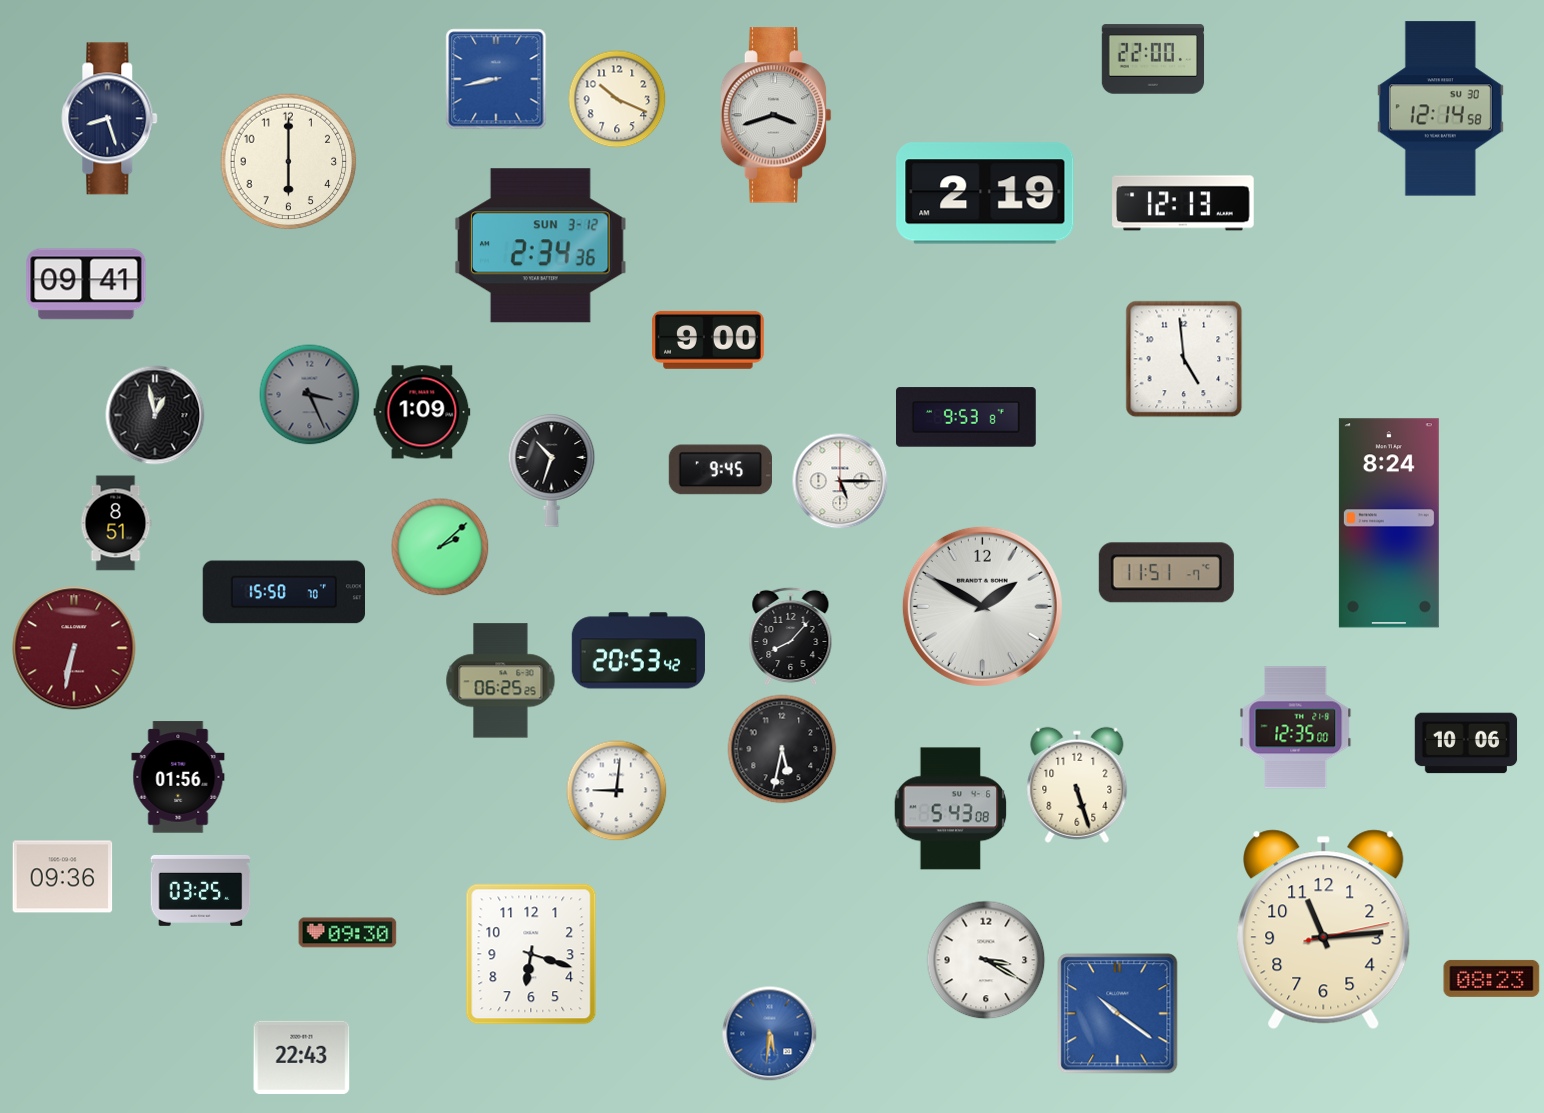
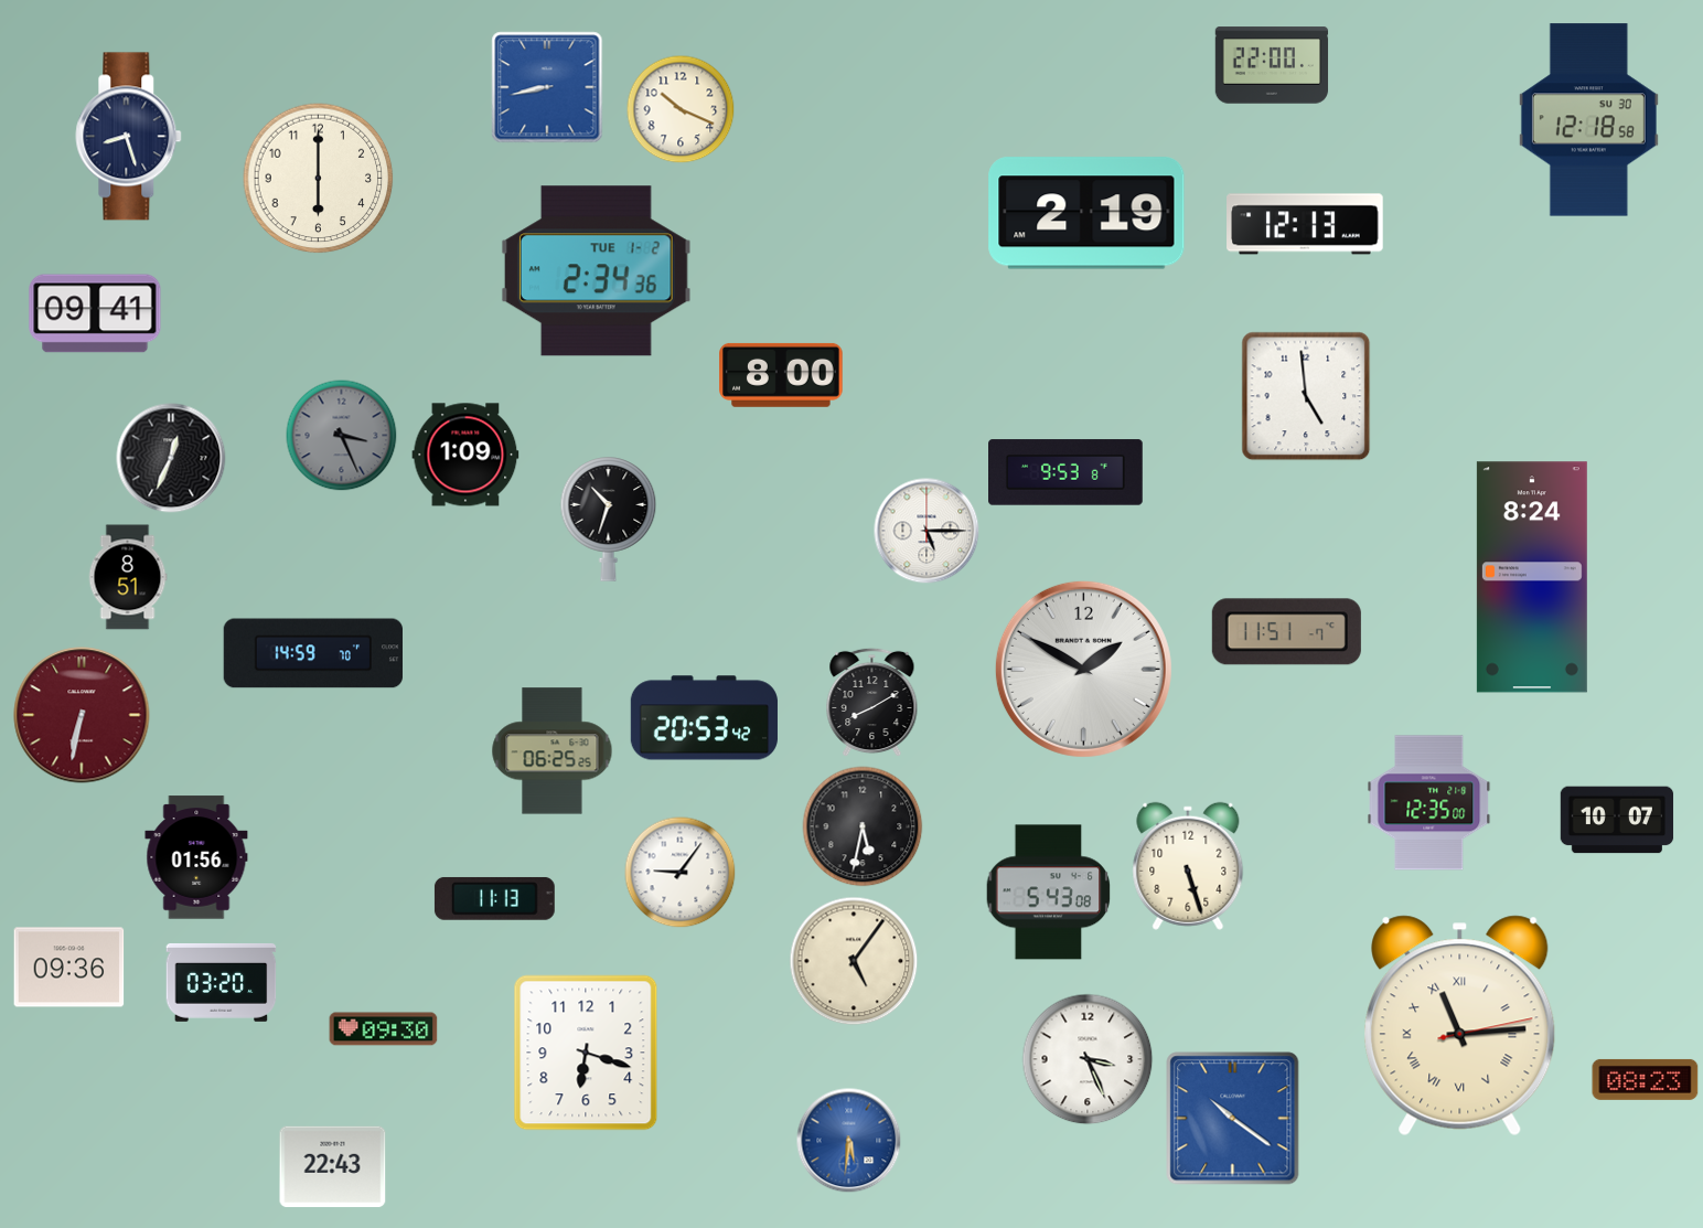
clock at (1440, 109): 12:14 -> 12:18
clock at (776, 115): 3:42 -> none
clock at (110, 119) position: (110, 119) -> (129, 137)
clock at (540, 246) date: SUN 3-12 -> TUE 1-2
clock at (708, 340): 9:00 -> 8:00
clock at (155, 415): 12:58 -> 12:34
clock at (967, 417) position: (967, 417) -> (1067, 472)
clock at (720, 470): 9:45 -> none
clock at (440, 547): 2:08 -> none
clock at (283, 592): 15:50 -> 14:59
clock at (791, 637): 8:07 -> 8:10
clock at (1466, 743): 10:06 -> 10:07
clock at (617, 791): 9:01 -> 9:06
clock at (494, 898): none -> 11:13
clock at (854, 961): none -> 5:06
clock at (201, 890): 03:25 -> 03:20
clock at (1324, 930) numerals: Arabic -> Roman
clock at (986, 960): 3:20 -> 3:26
